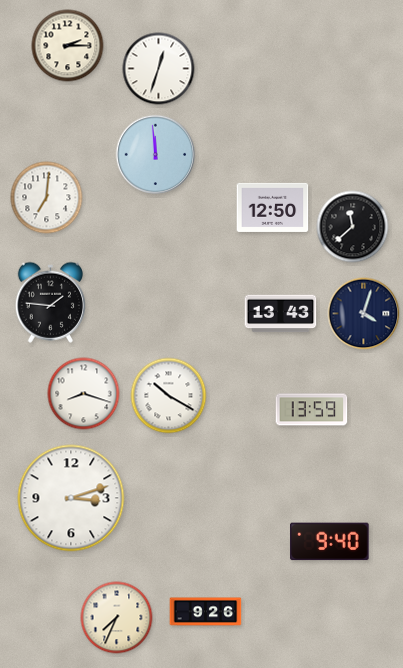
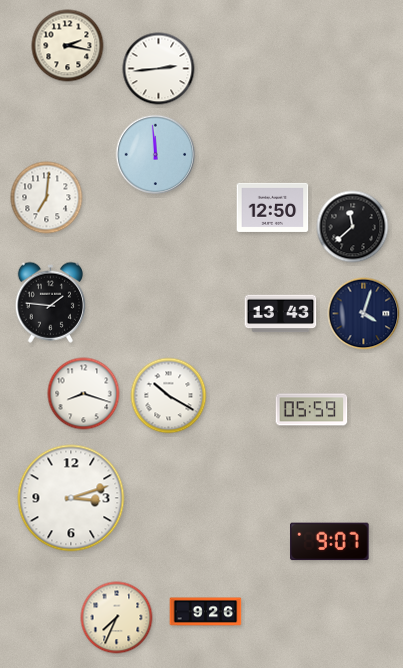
clock at (68, 46): 2:15 -> 2:17
clock at (159, 69): 12:33 -> 2:44
clock at (312, 410): 13:59 -> 05:59
clock at (330, 542): 9:40 -> 9:07
